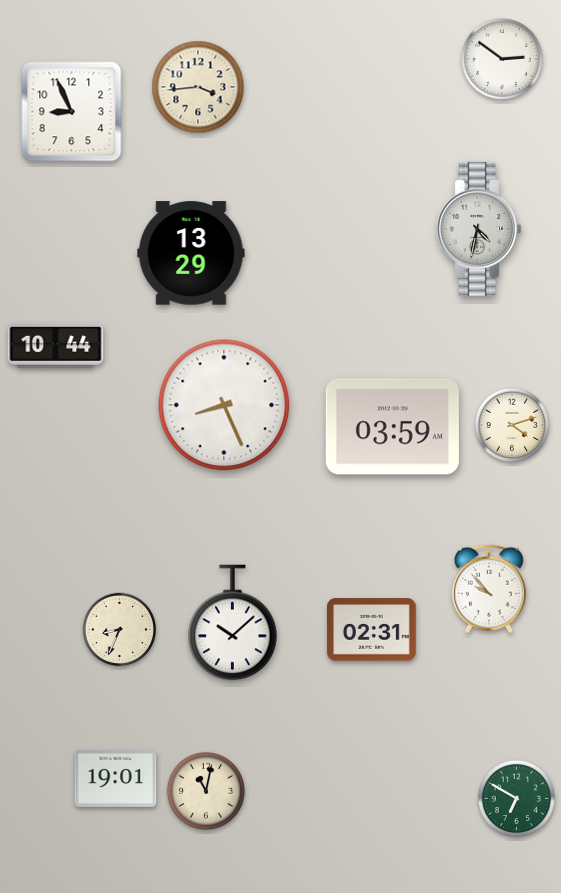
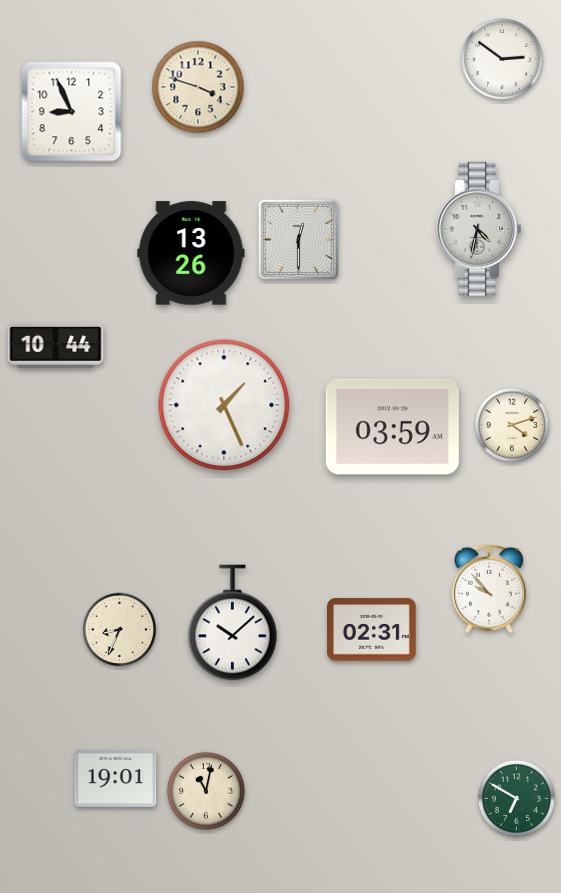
clock at (198, 87): 3:44 -> 3:48
clock at (299, 240): none -> 12:30
clock at (191, 253): 13:29 -> 13:26
clock at (224, 405): 8:26 -> 1:26
